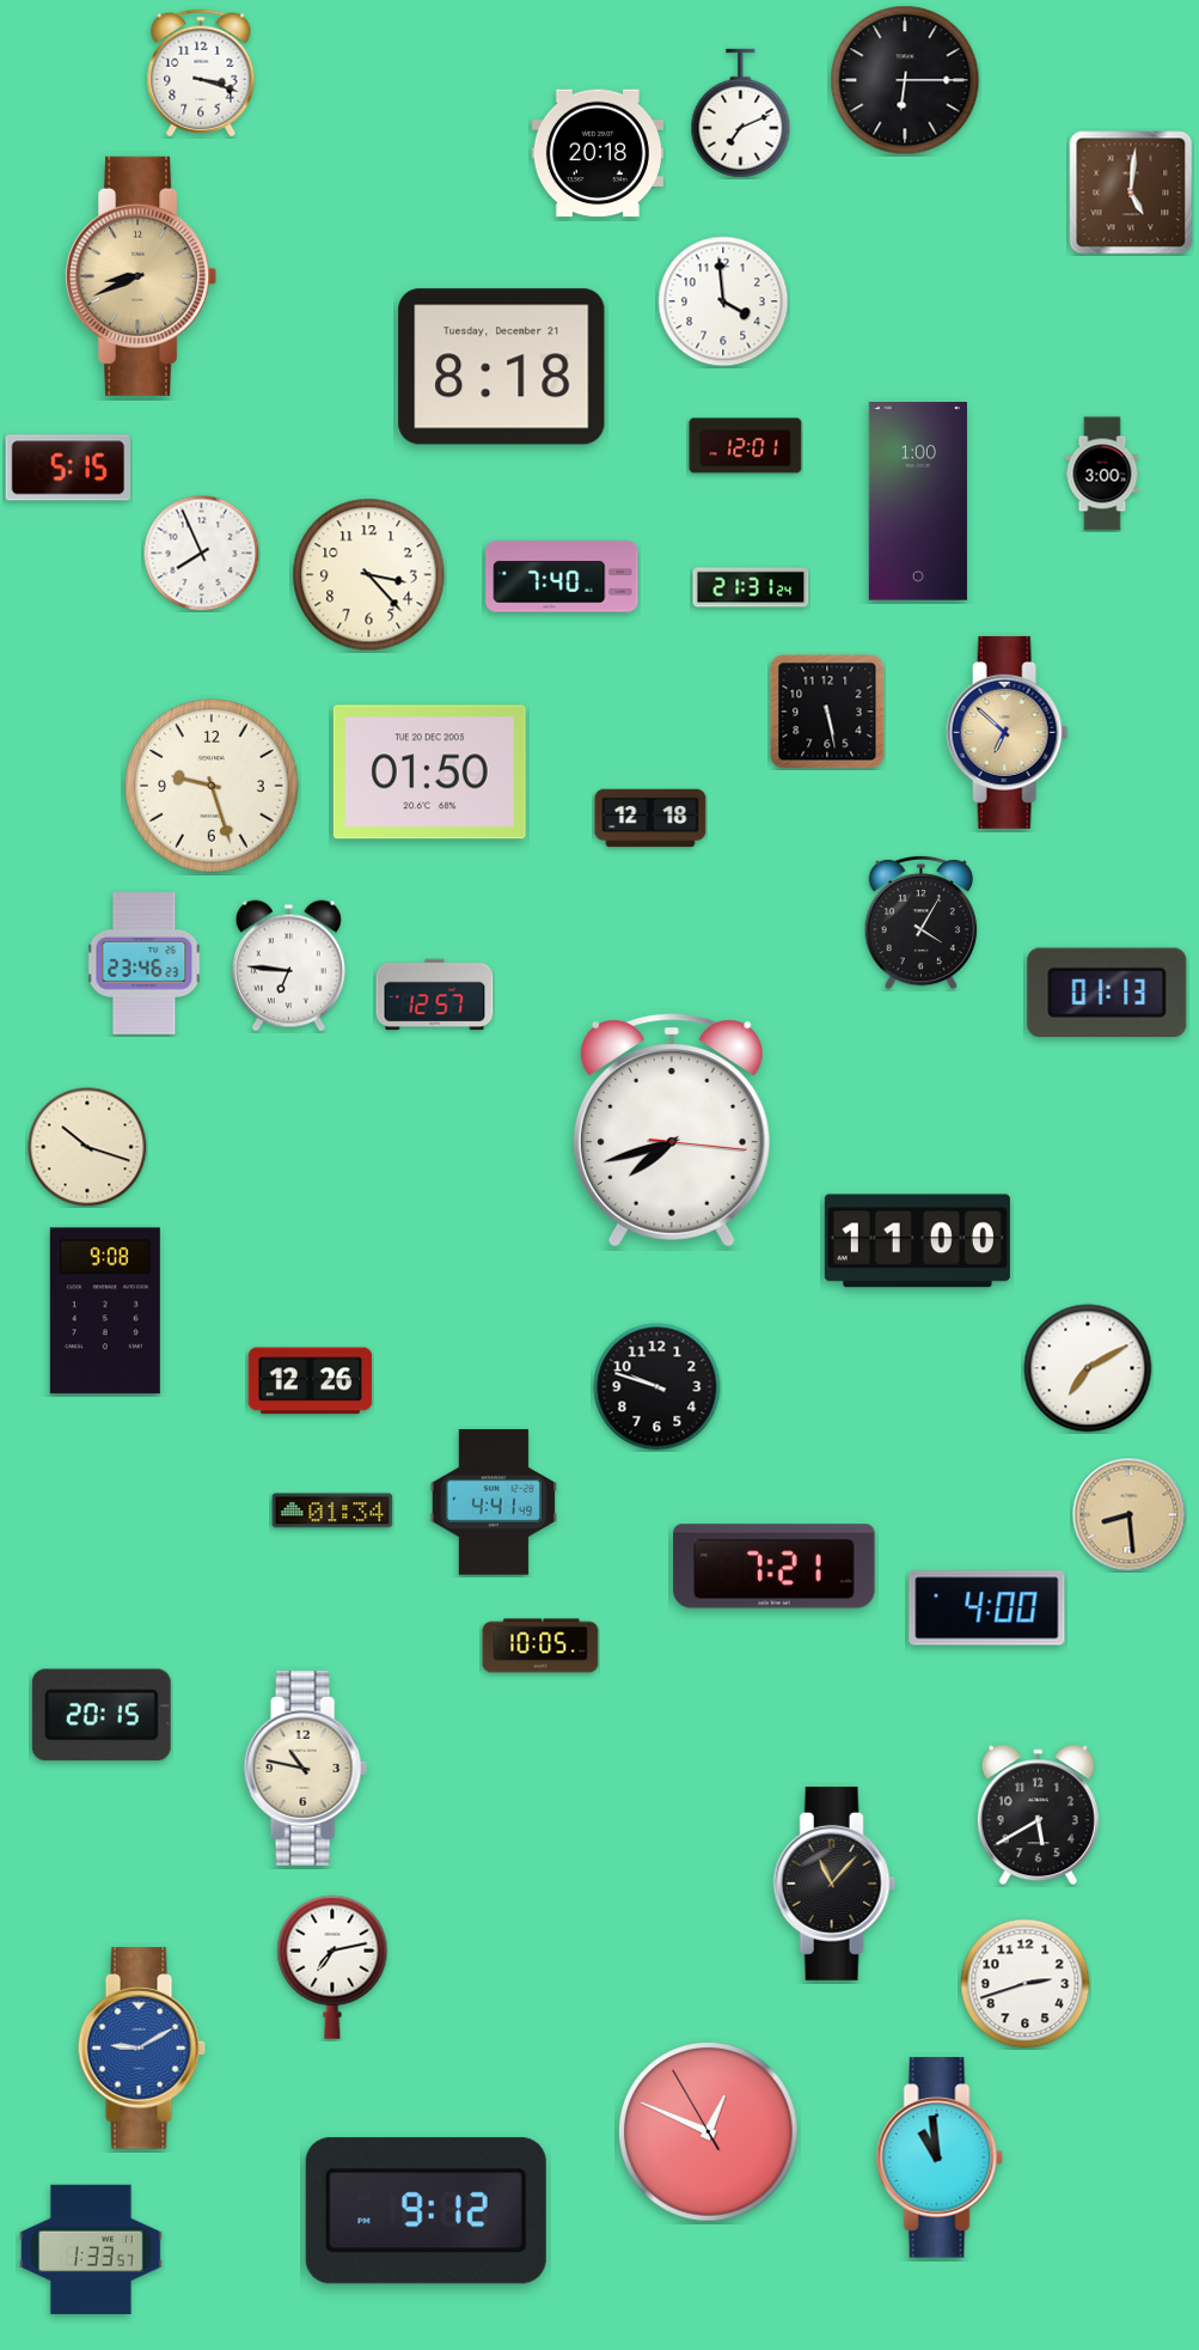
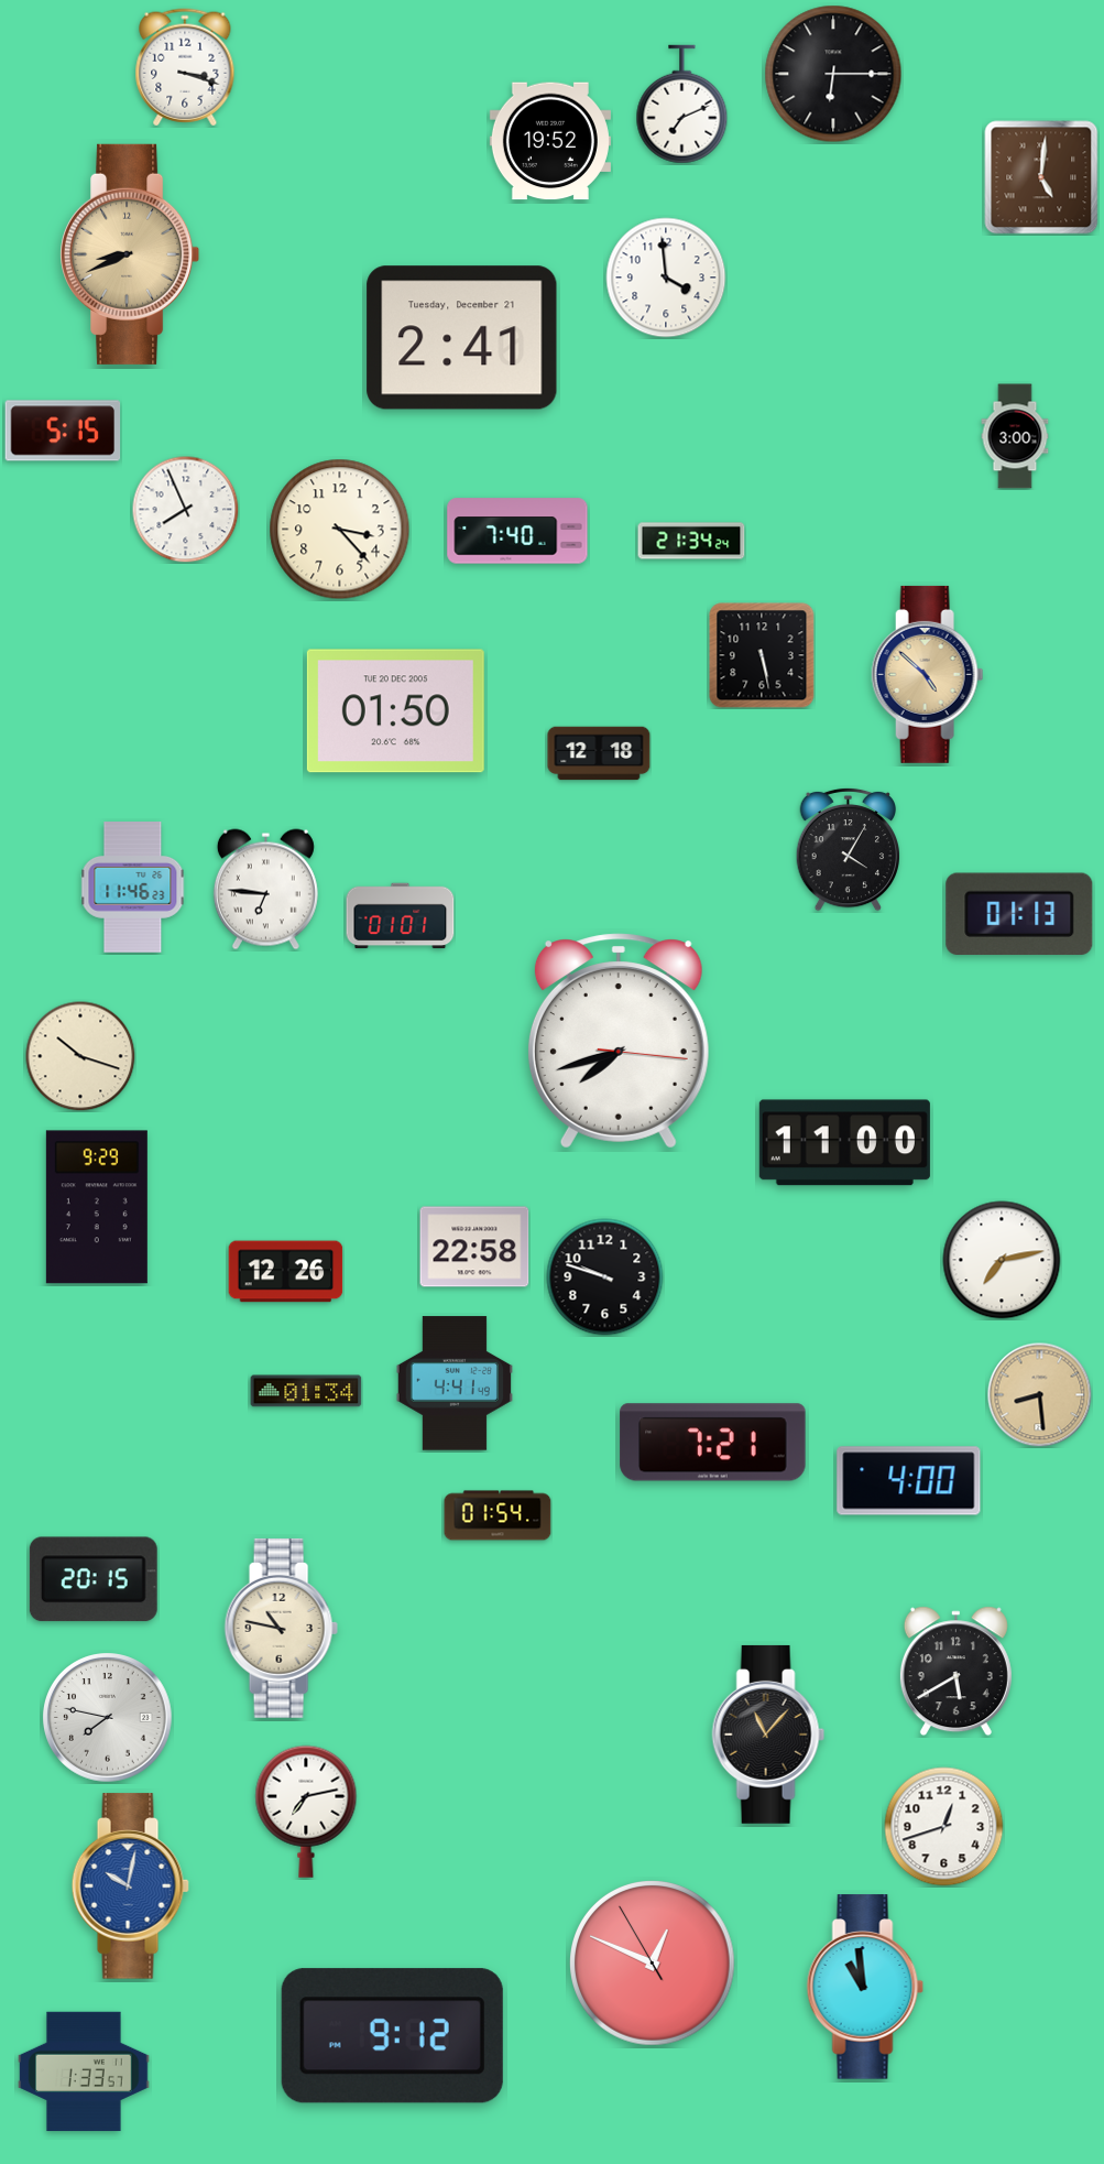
clock at (598, 153): 20:18 -> 19:52
clock at (502, 367): 8:18 -> 2:41
clock at (746, 446): 12:01 -> none
clock at (918, 501): 1:00 -> none
clock at (751, 587): 21:31 -> 21:34
clock at (1008, 732): 6:52 -> 4:52
clock at (212, 786): 9:27 -> none
clock at (145, 964): 23:46 -> 11:46
clock at (435, 995): 12:57 -> 01:01
clock at (105, 1311): 9:08 -> 9:29
clock at (474, 1247): none -> 22:58
clock at (1088, 1368): 7:10 -> 7:13
clock at (540, 1646): 10:05 -> 01:54
clock at (108, 1718): none -> 7:47
clock at (1026, 1984): 2:42 -> 12:42
clock at (141, 2049): 9:10 -> 10:02
